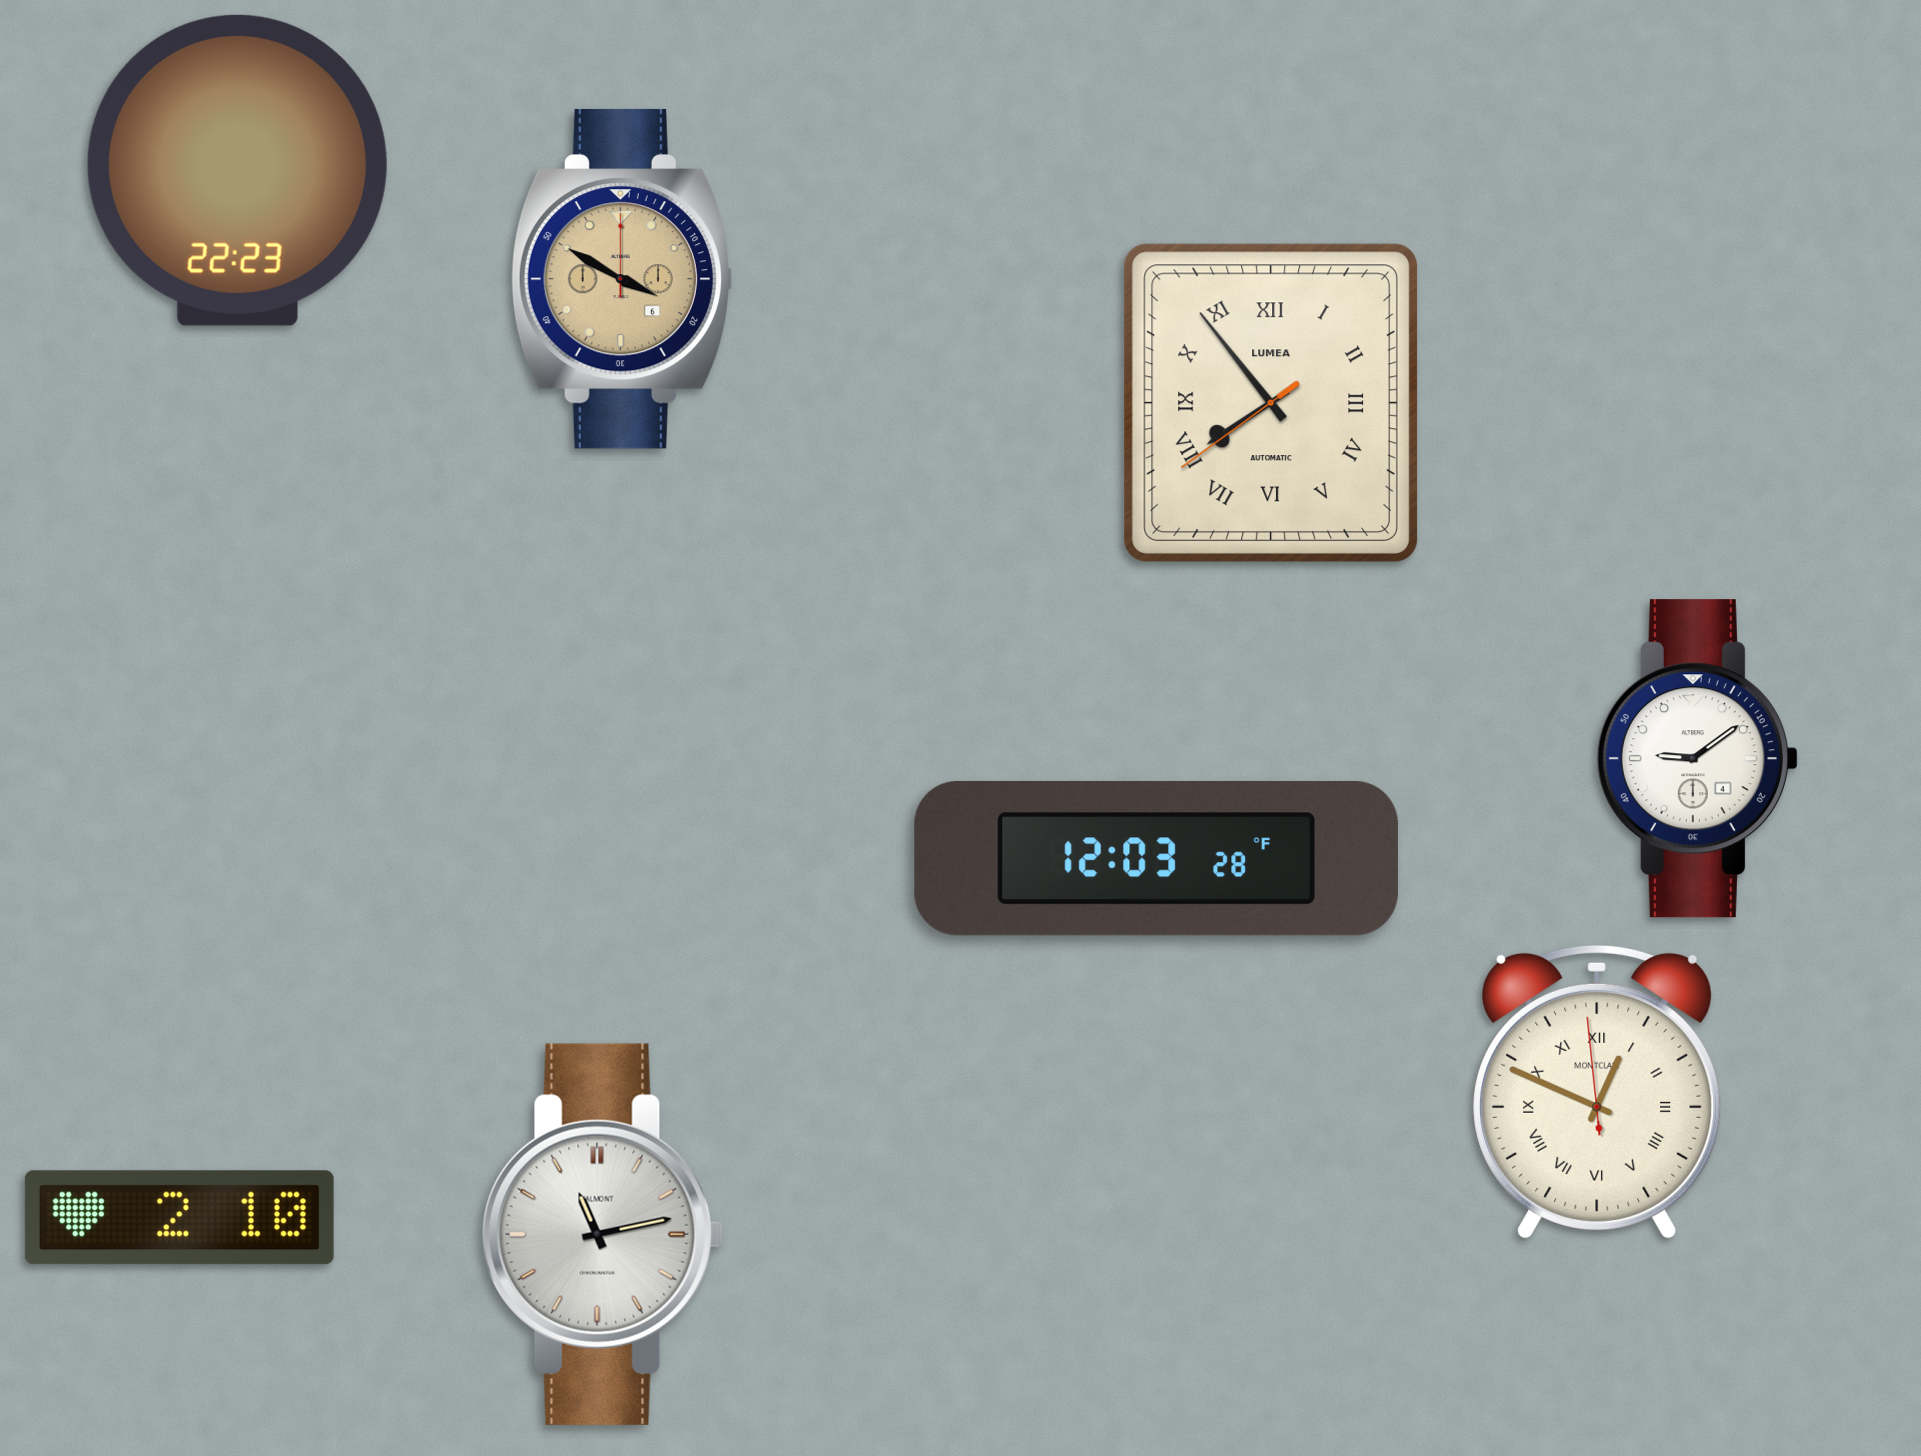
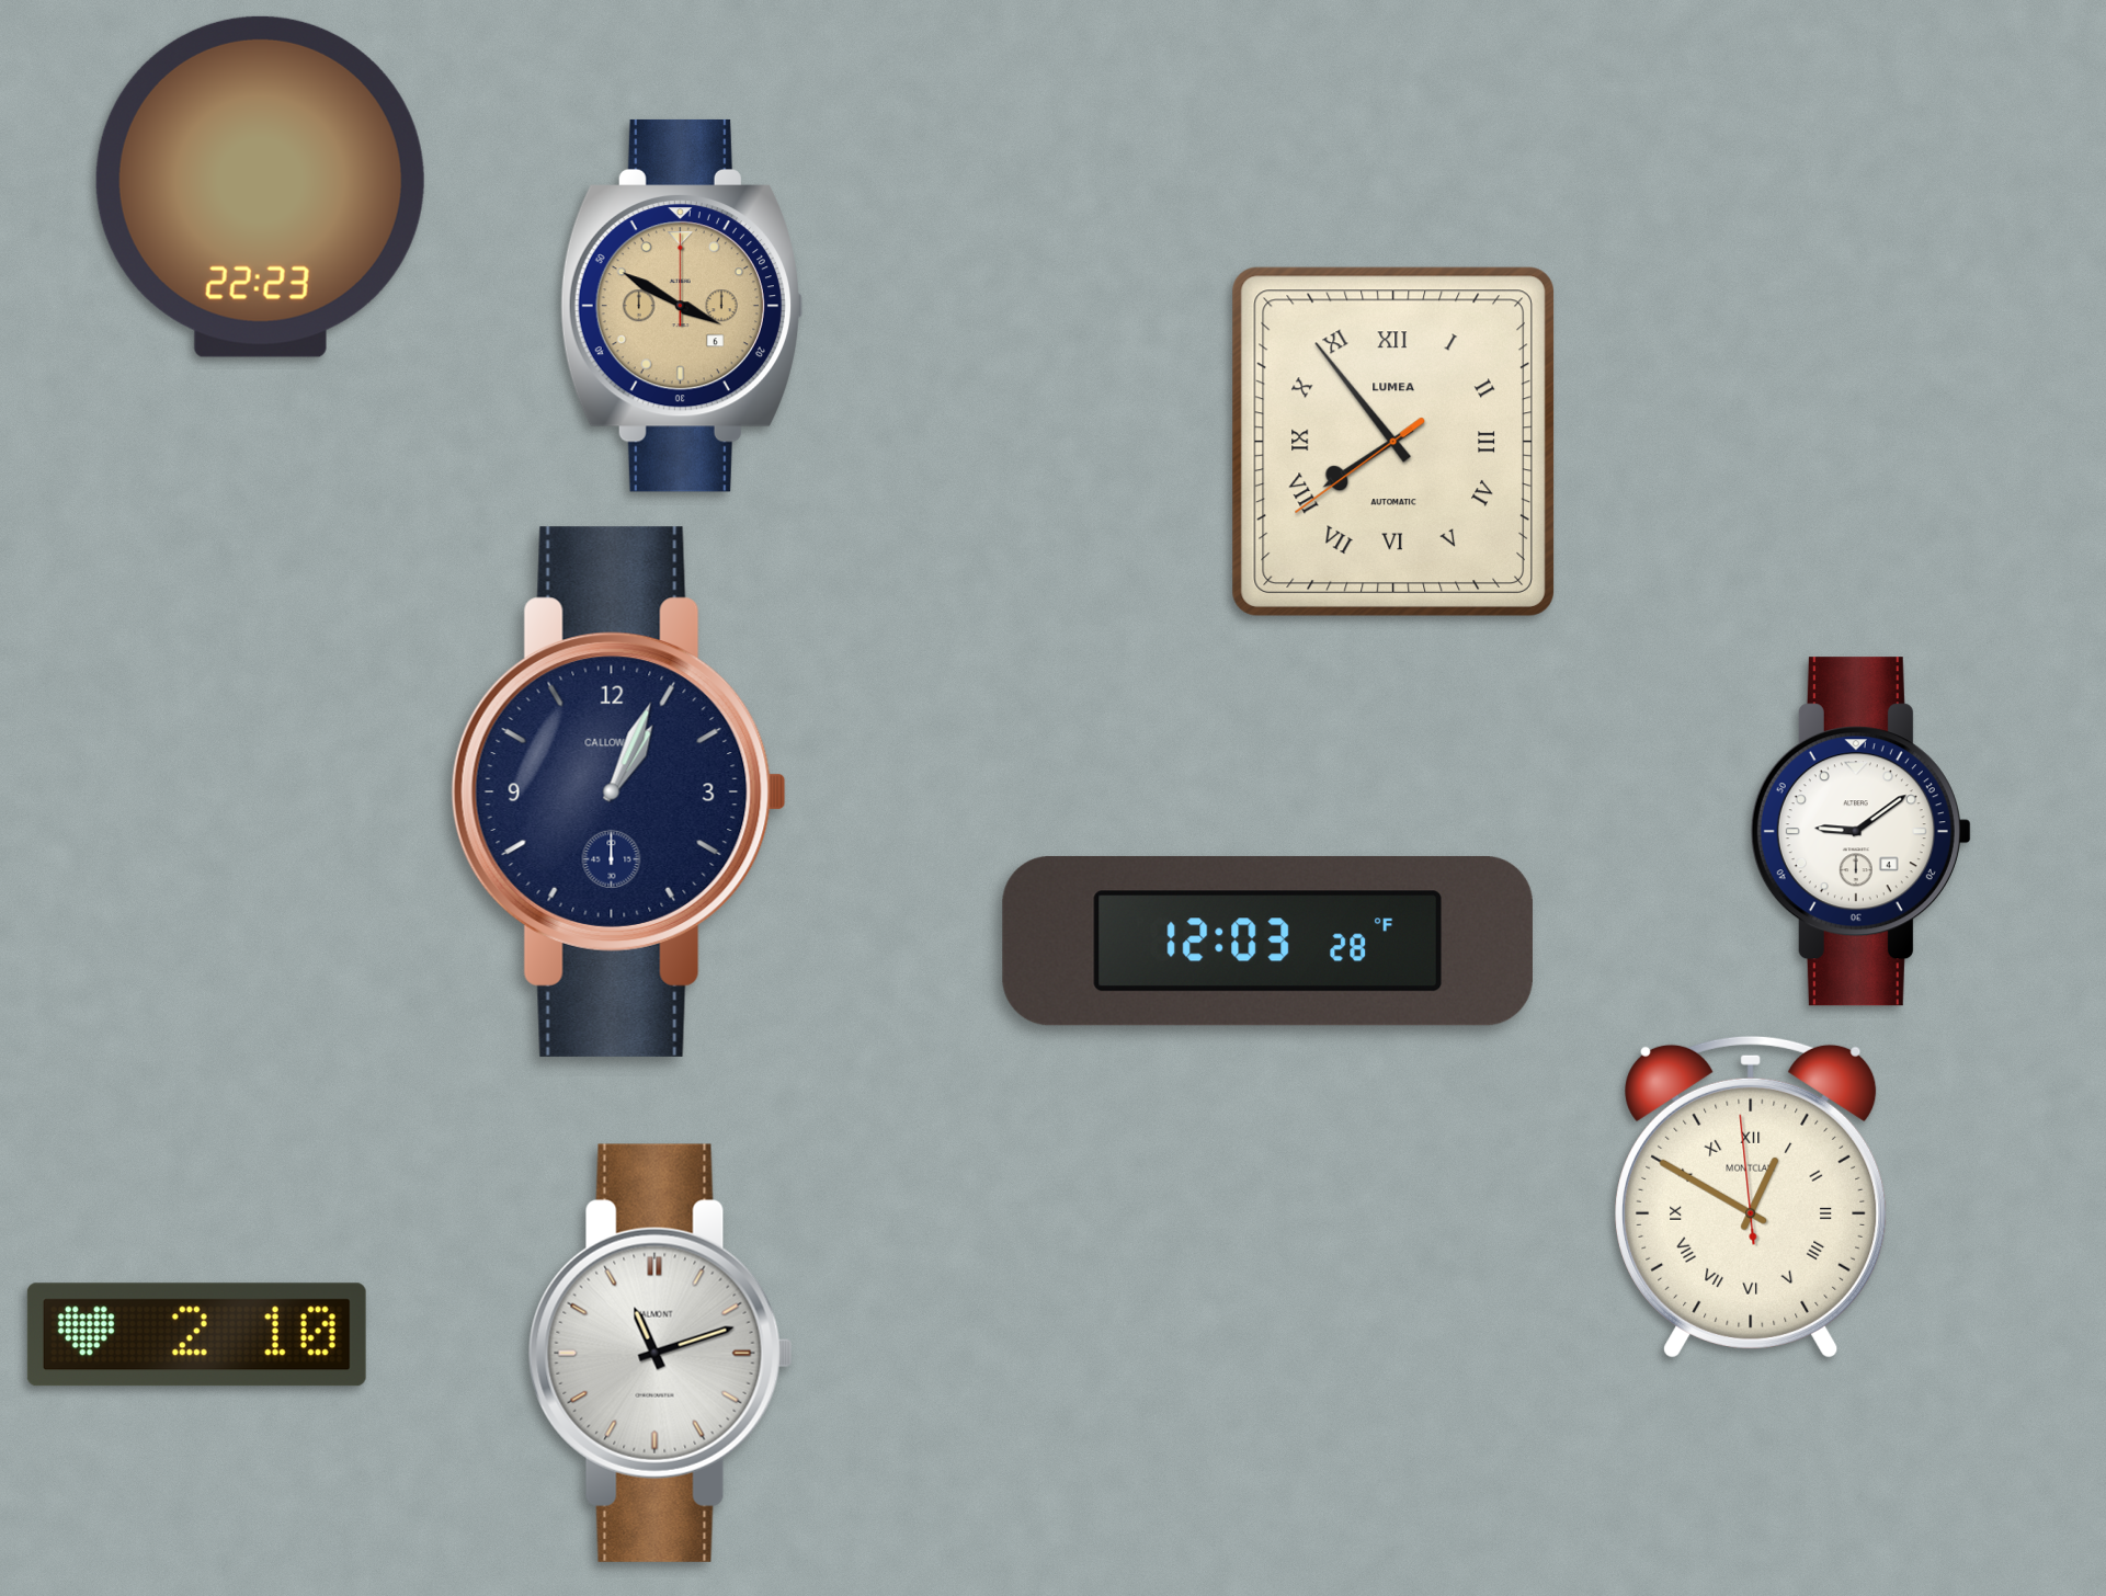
clock at (618, 791): none -> 1:04
clock at (1597, 1092): 12:48 -> 12:49
clock at (602, 1234): 11:13 -> 11:12
